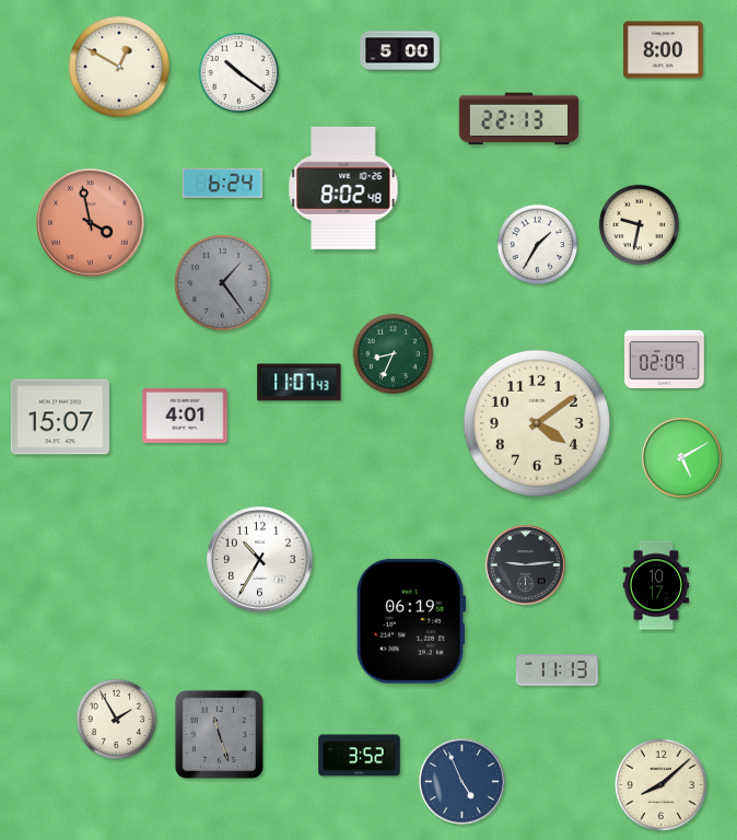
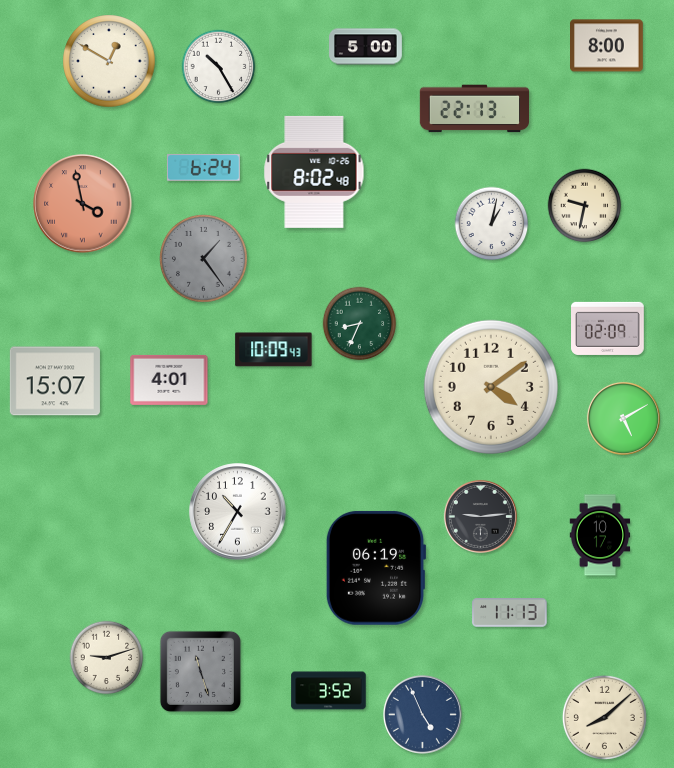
clock at (239, 73): 10:21 -> 10:25
clock at (538, 245): 1:35 -> 1:02
clock at (300, 383): 11:07 -> 10:09
clock at (117, 720): 1:55 -> 9:12
